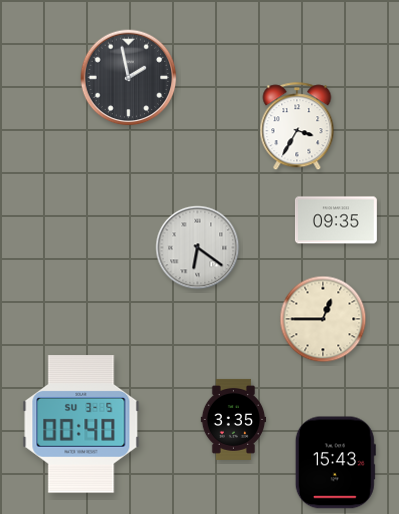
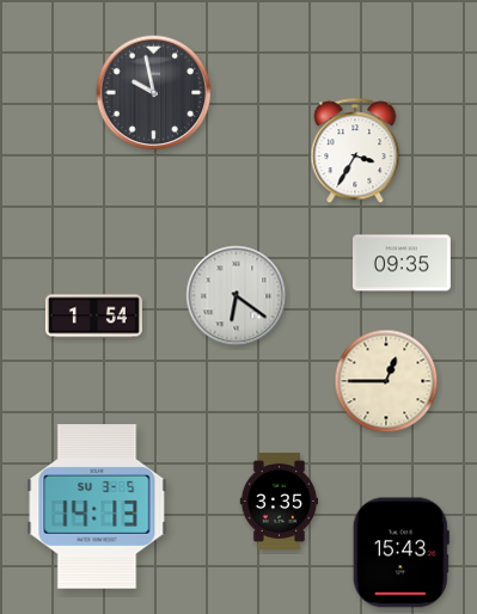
clock at (129, 78): 1:58 -> 9:58
clock at (93, 317): none -> 1:54
clock at (81, 424): 00:40 -> 14:13
